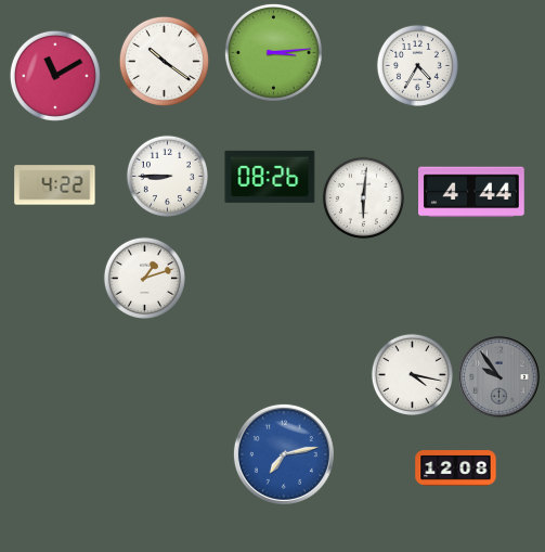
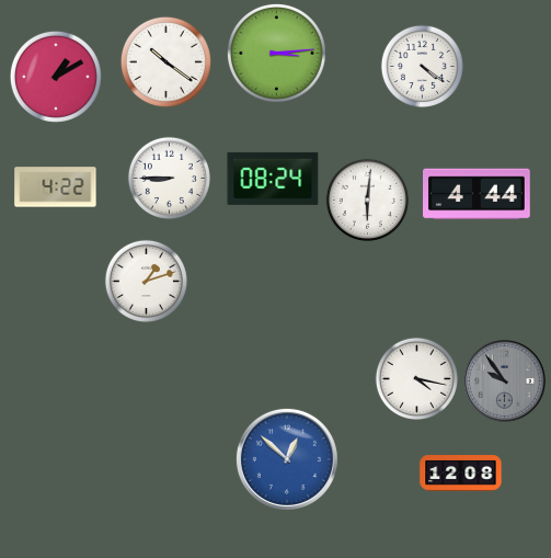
clock at (417, 65): 4:35 -> 4:21
clock at (55, 76): 11:10 -> 1:10
clock at (270, 177): 08:26 -> 08:24
clock at (284, 454): 7:13 -> 12:52
